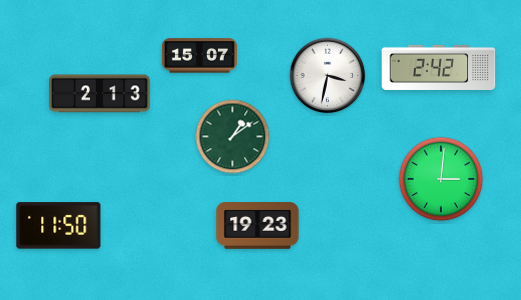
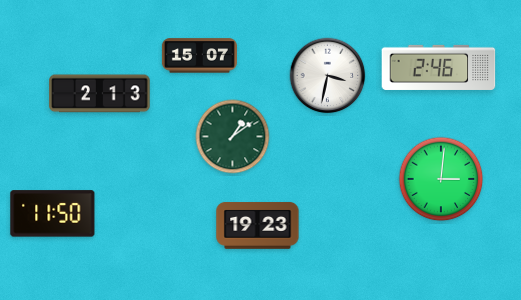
clock at (439, 67): 2:42 -> 2:46
clock at (59, 226) position: (59, 226) -> (53, 214)
